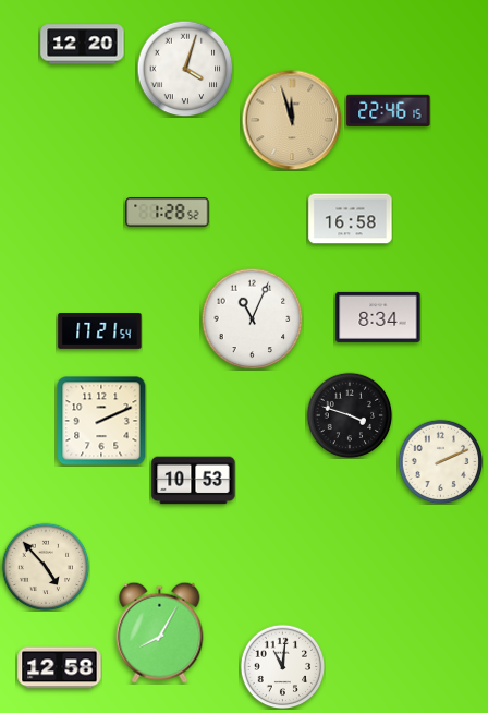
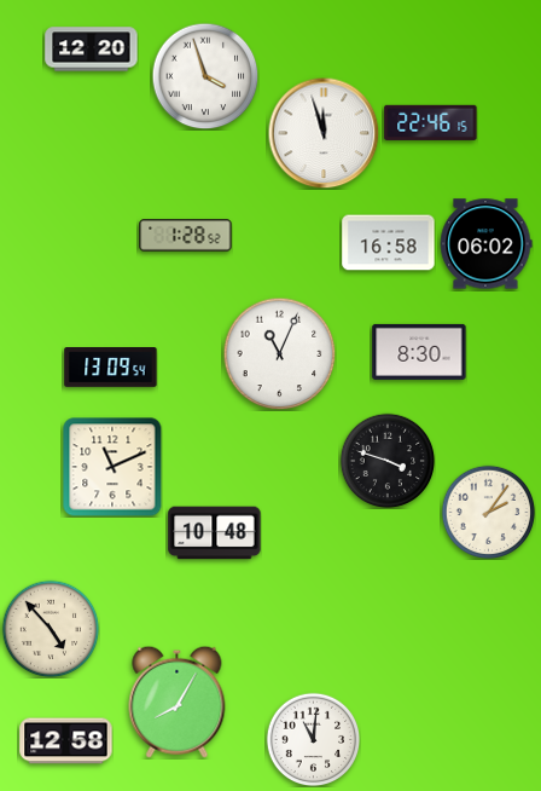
clock at (185, 69): 4:03 -> 3:57
clock at (292, 120) dial: champagne -> white
clock at (485, 244): none -> 06:02
clock at (378, 317): 8:34 -> 8:30
clock at (100, 331): 17:21 -> 13:09
clock at (101, 421): 2:11 -> 11:11
clock at (440, 461): 2:11 -> 2:06
clock at (194, 481): 10:53 -> 10:48
